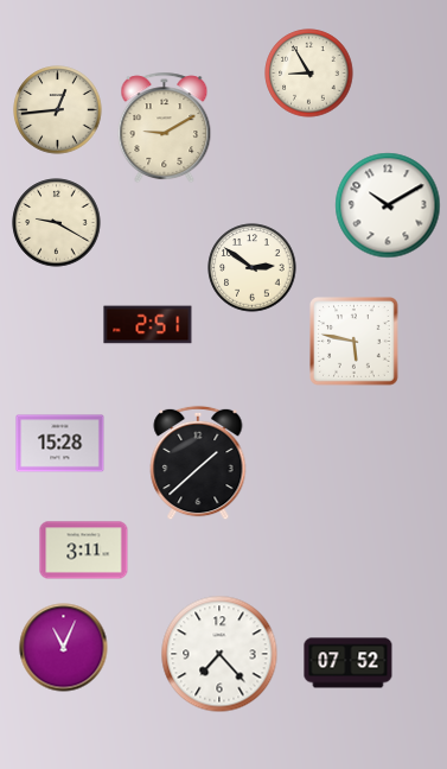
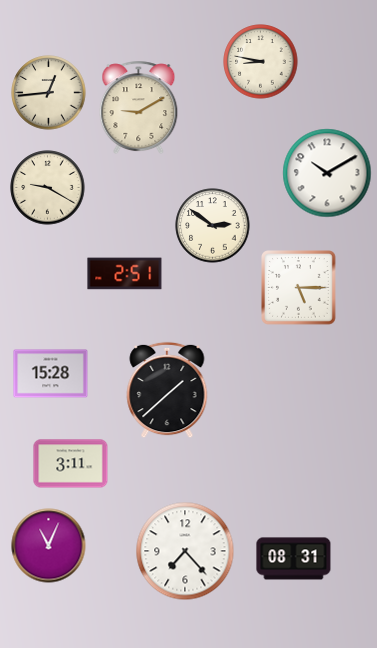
clock at (309, 74): 8:55 -> 8:47
clock at (355, 342): 5:47 -> 5:15
clock at (64, 648) position: (64, 648) -> (49, 546)
clock at (349, 663): 07:52 -> 08:31
